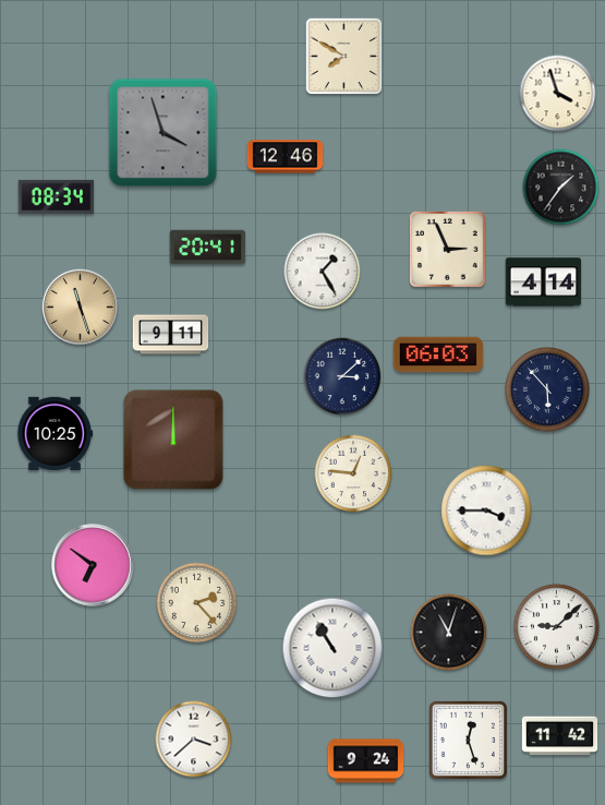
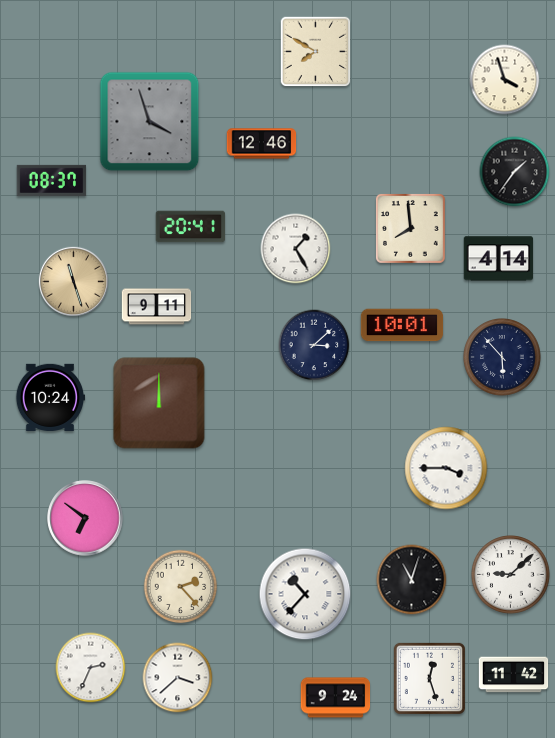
clock at (558, 94) position: (558, 94) -> (505, 80)
clock at (57, 196): 08:34 -> 08:37
clock at (448, 250): 2:56 -> 7:59
clock at (438, 355): 06:03 -> 10:01
clock at (55, 433): 10:25 -> 10:24
clock at (353, 473): 12:46 -> none
clock at (197, 603) position: (197, 603) -> (181, 587)
clock at (332, 648): 10:55 -> 10:37
clock at (91, 668): none -> 2:34
